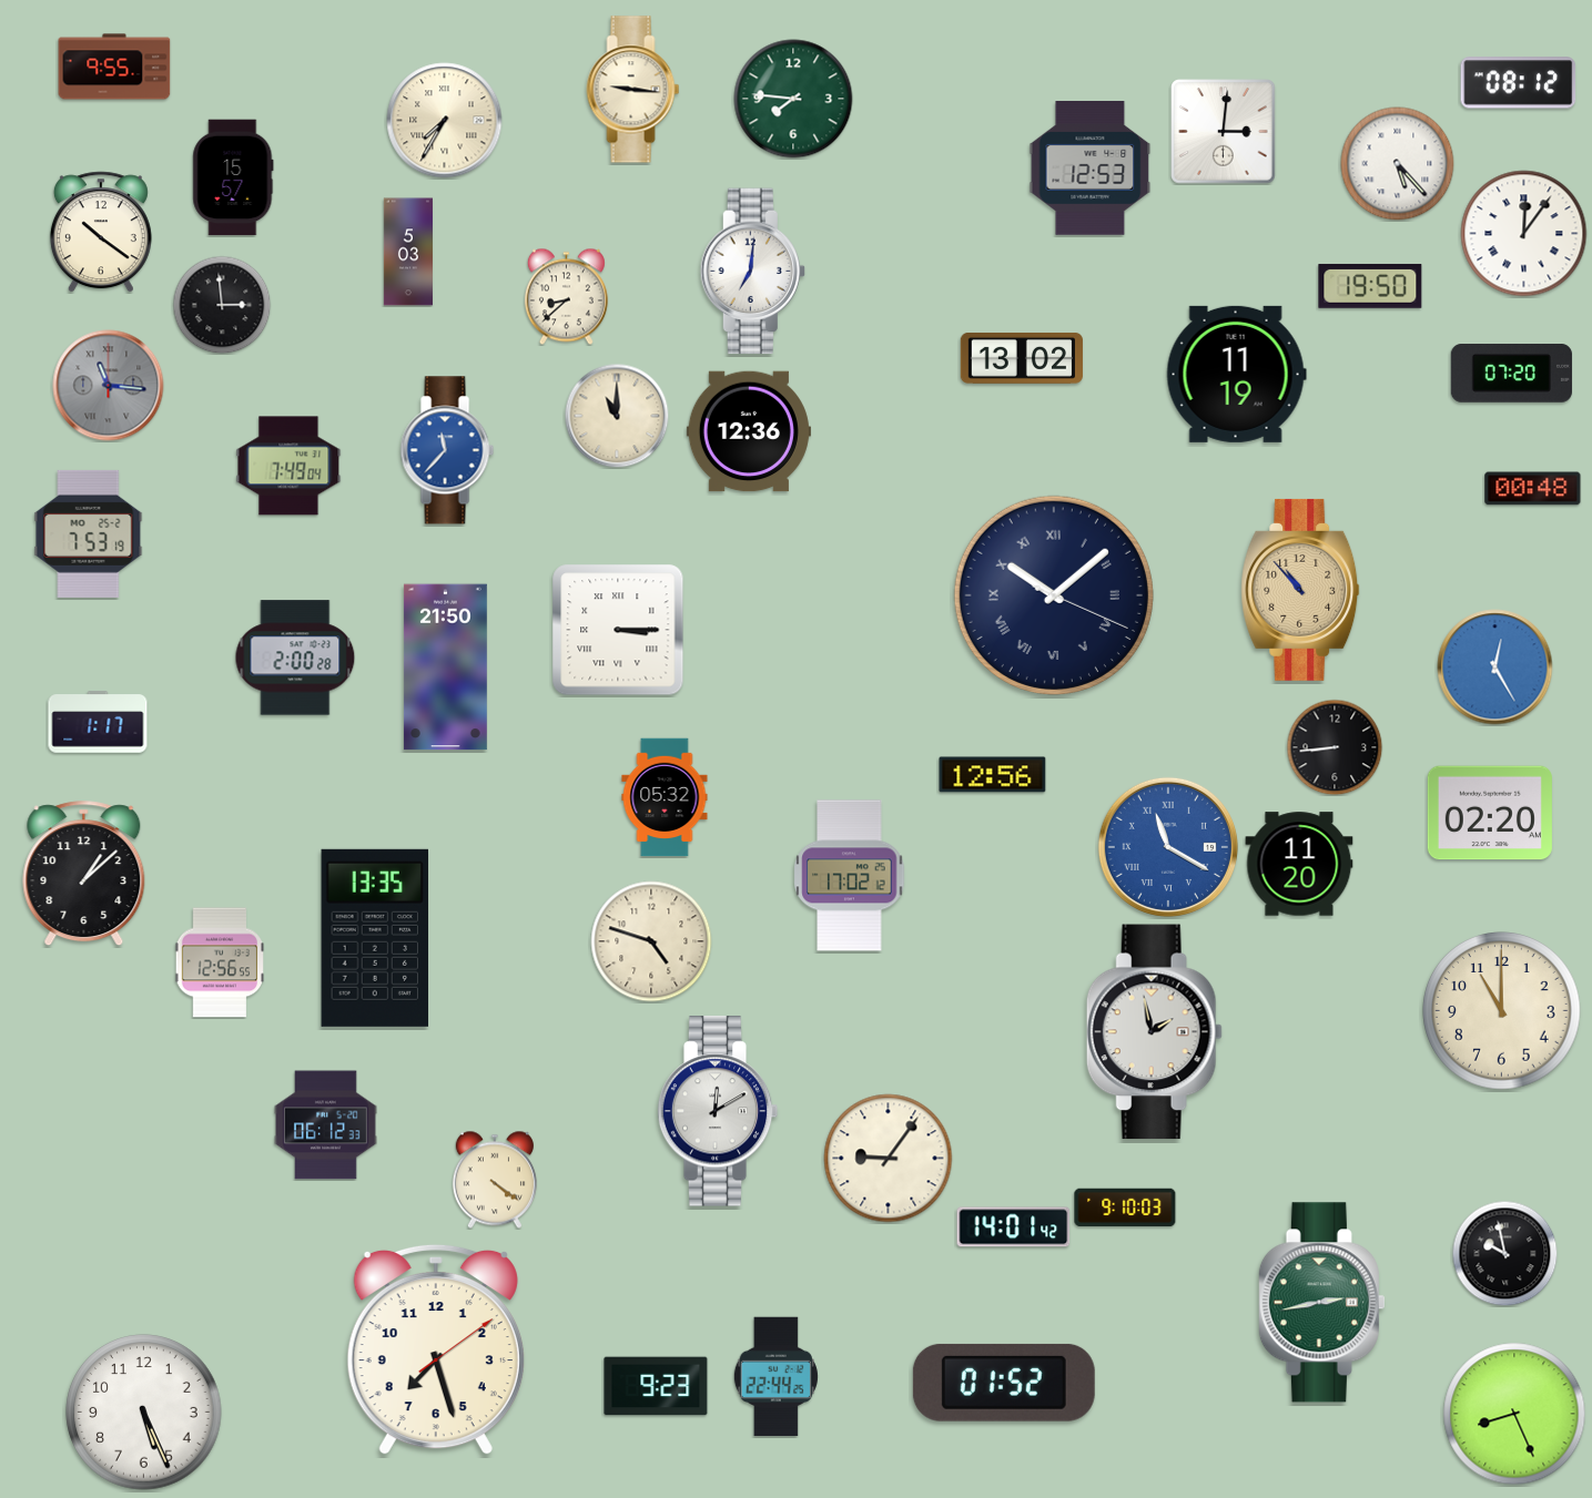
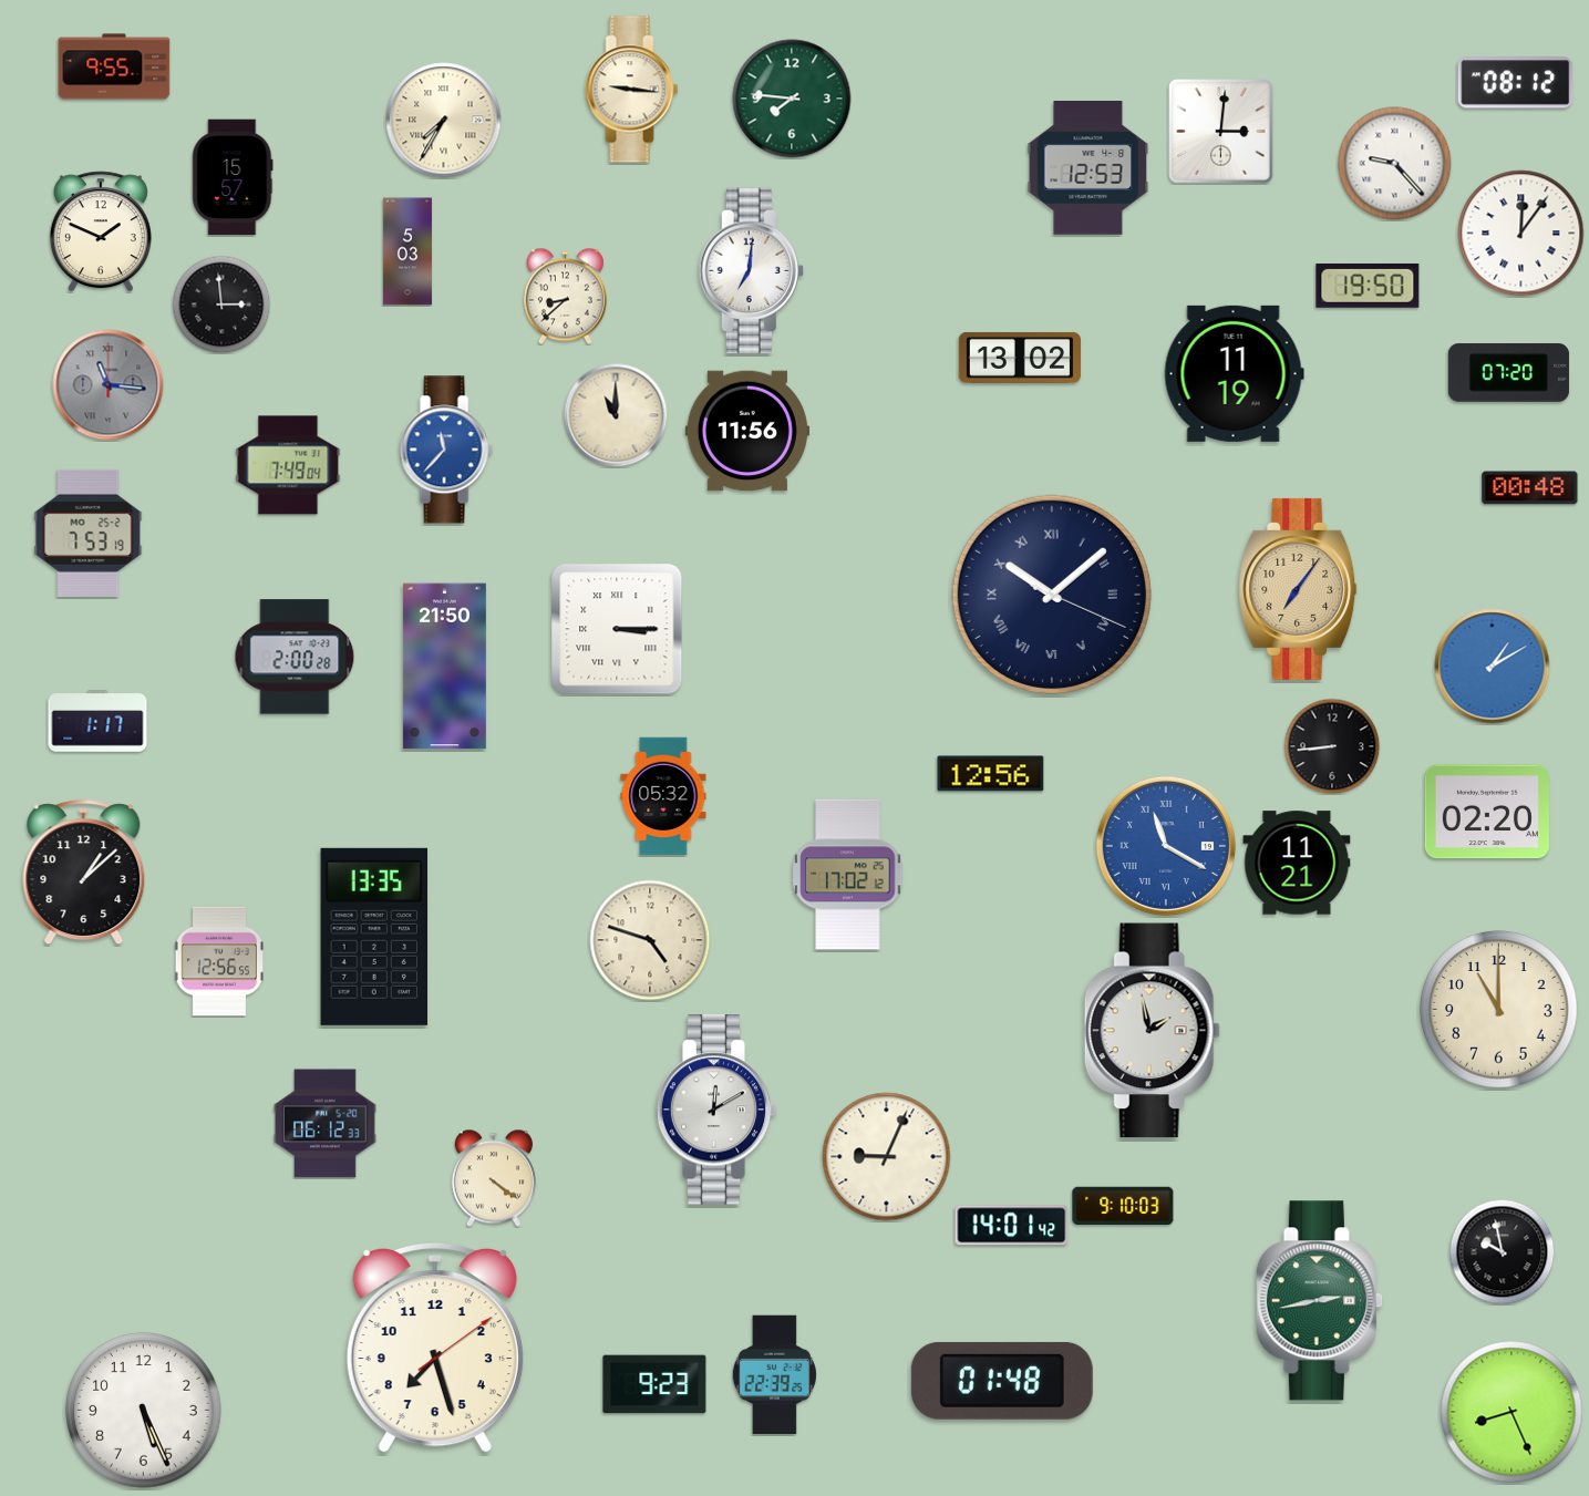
clock at (1398, 164): 5:23 -> 9:23
clock at (101, 232): 10:21 -> 1:49
clock at (749, 431): 12:36 -> 11:56
clock at (1300, 590): 10:53 -> 7:06
clock at (1495, 668): 12:25 -> 1:10
clock at (1299, 864): 11:20 -> 11:21
clock at (889, 1159): 9:06 -> 9:04
clock at (775, 1377): 22:44 -> 22:39
clock at (1004, 1383): 01:52 -> 01:48
